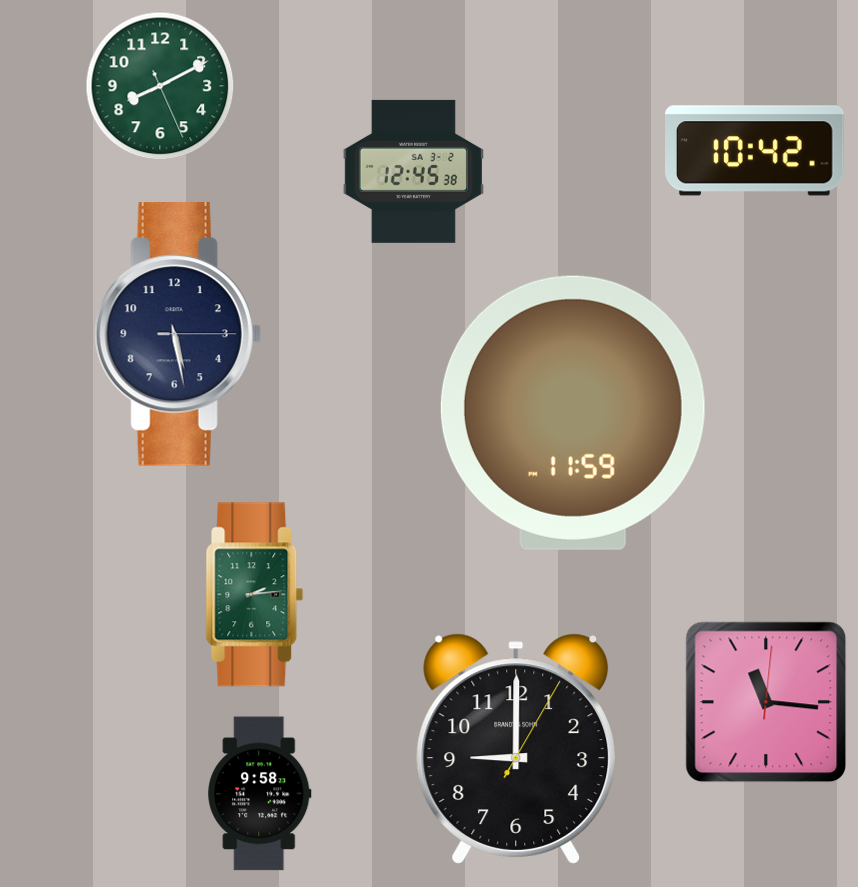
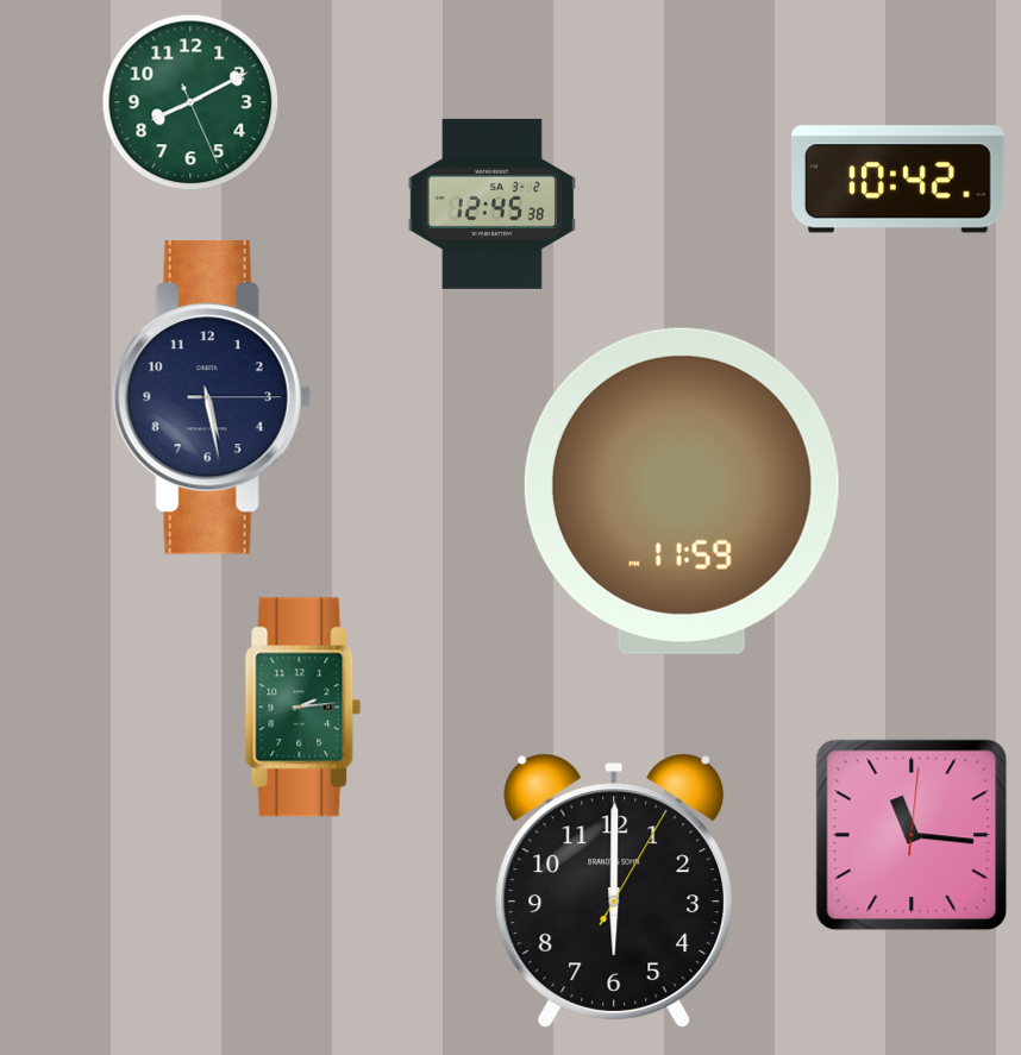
clock at (516, 749): 9:00 -> 6:00
clock at (260, 794): 9:58 -> none
